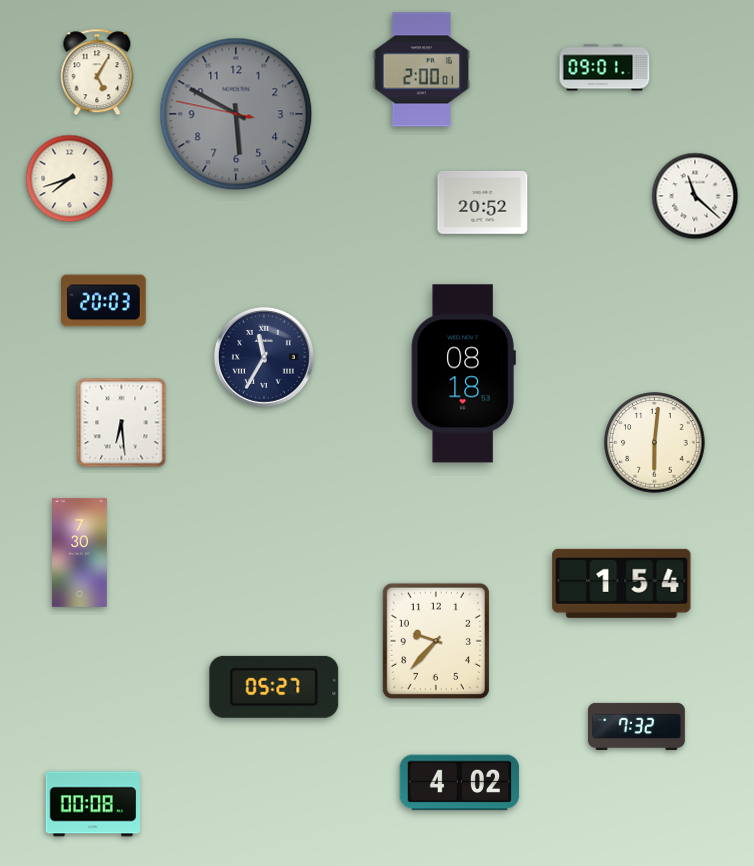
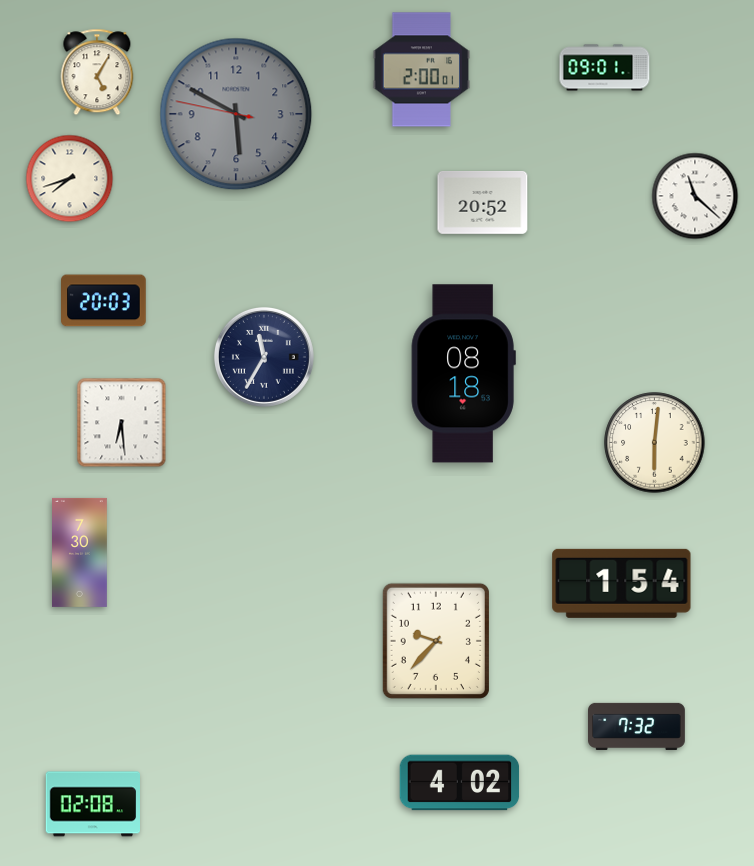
clock at (274, 687): 05:27 -> none
clock at (92, 804): 00:08 -> 02:08
